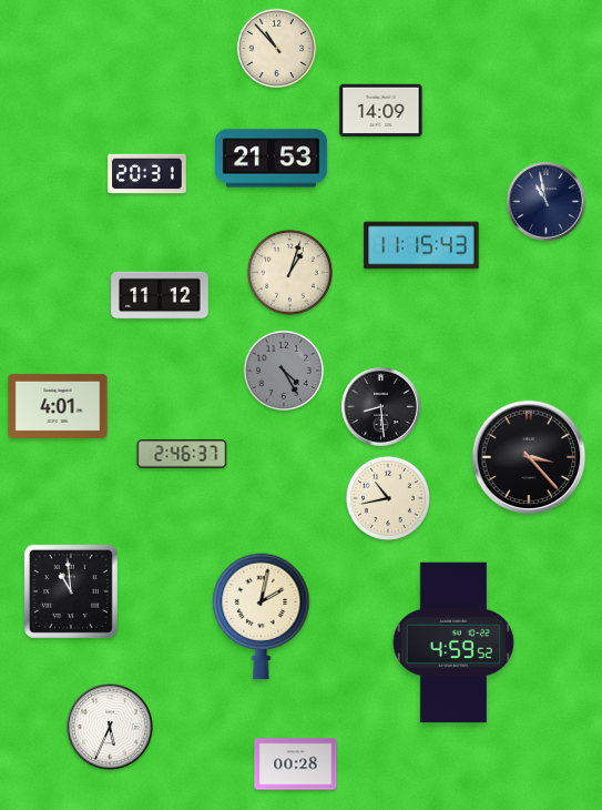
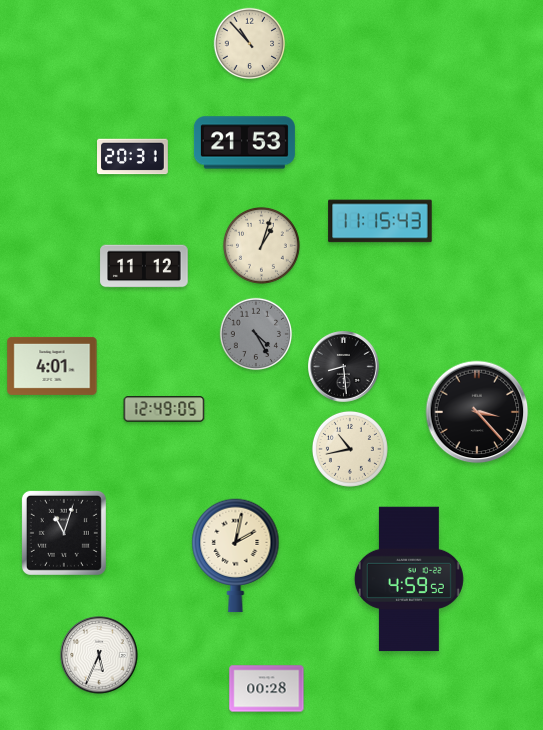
clock at (381, 111): 14:09 -> none
clock at (547, 202): 10:58 -> none
clock at (182, 454): 2:46 -> 12:49
clock at (71, 591): 10:59 -> 11:03
